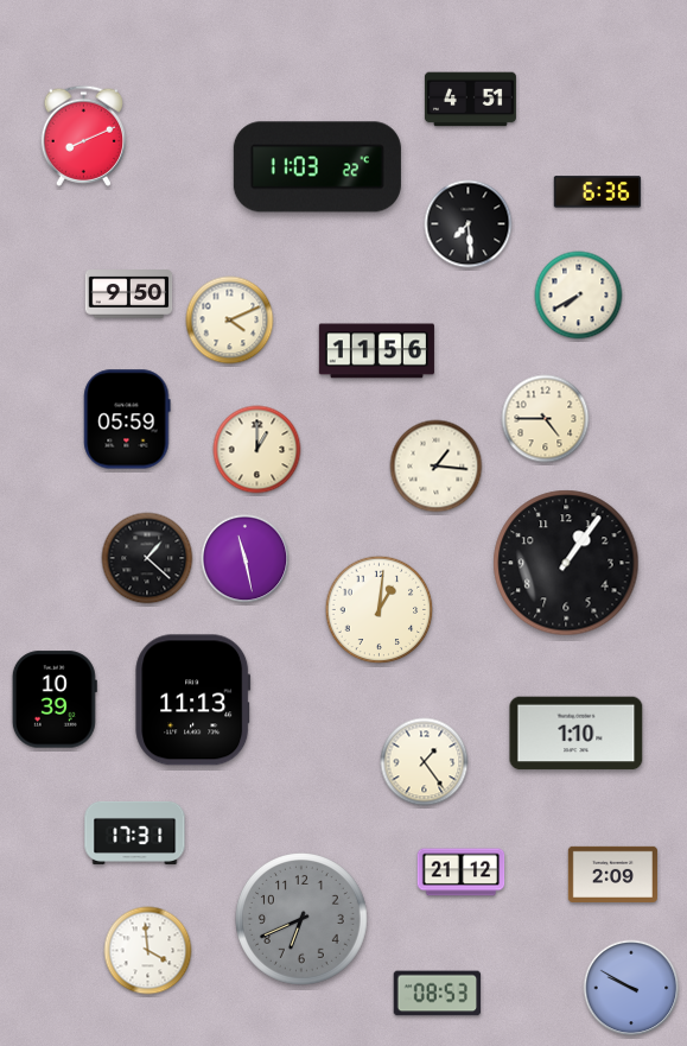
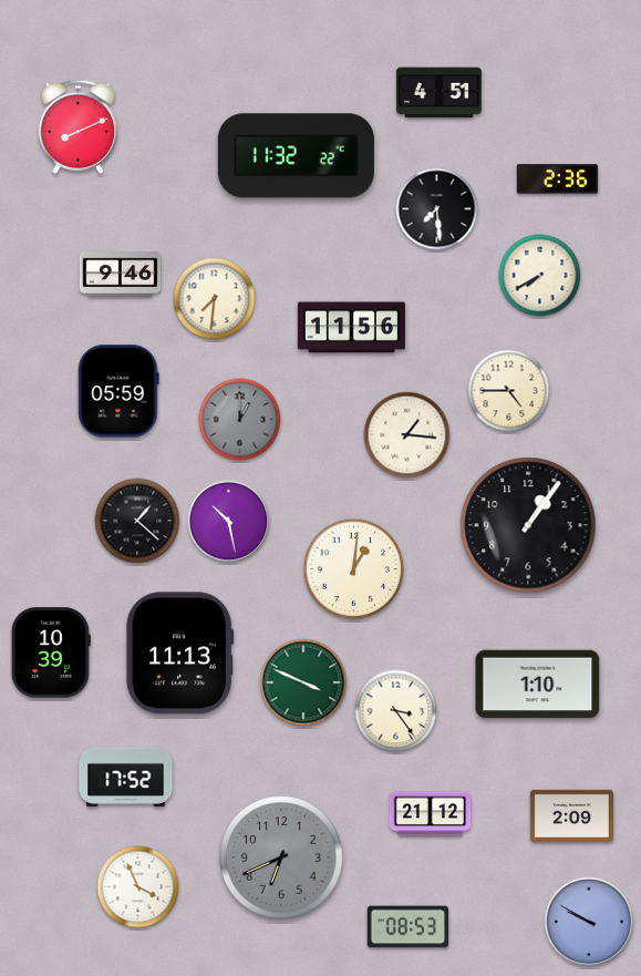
clock at (317, 167): 11:03 -> 11:32
clock at (598, 192): 6:36 -> 2:36
clock at (129, 294): 9:50 -> 9:46
clock at (230, 321): 4:11 -> 7:31
clock at (257, 450) dial: cream -> grey
clock at (246, 559): 11:28 -> 10:28
clock at (303, 682): none -> 3:49
clock at (425, 762): 1:24 -> 3:24
clock at (135, 832): 17:31 -> 17:52
clock at (148, 951): 3:59 -> 3:56
